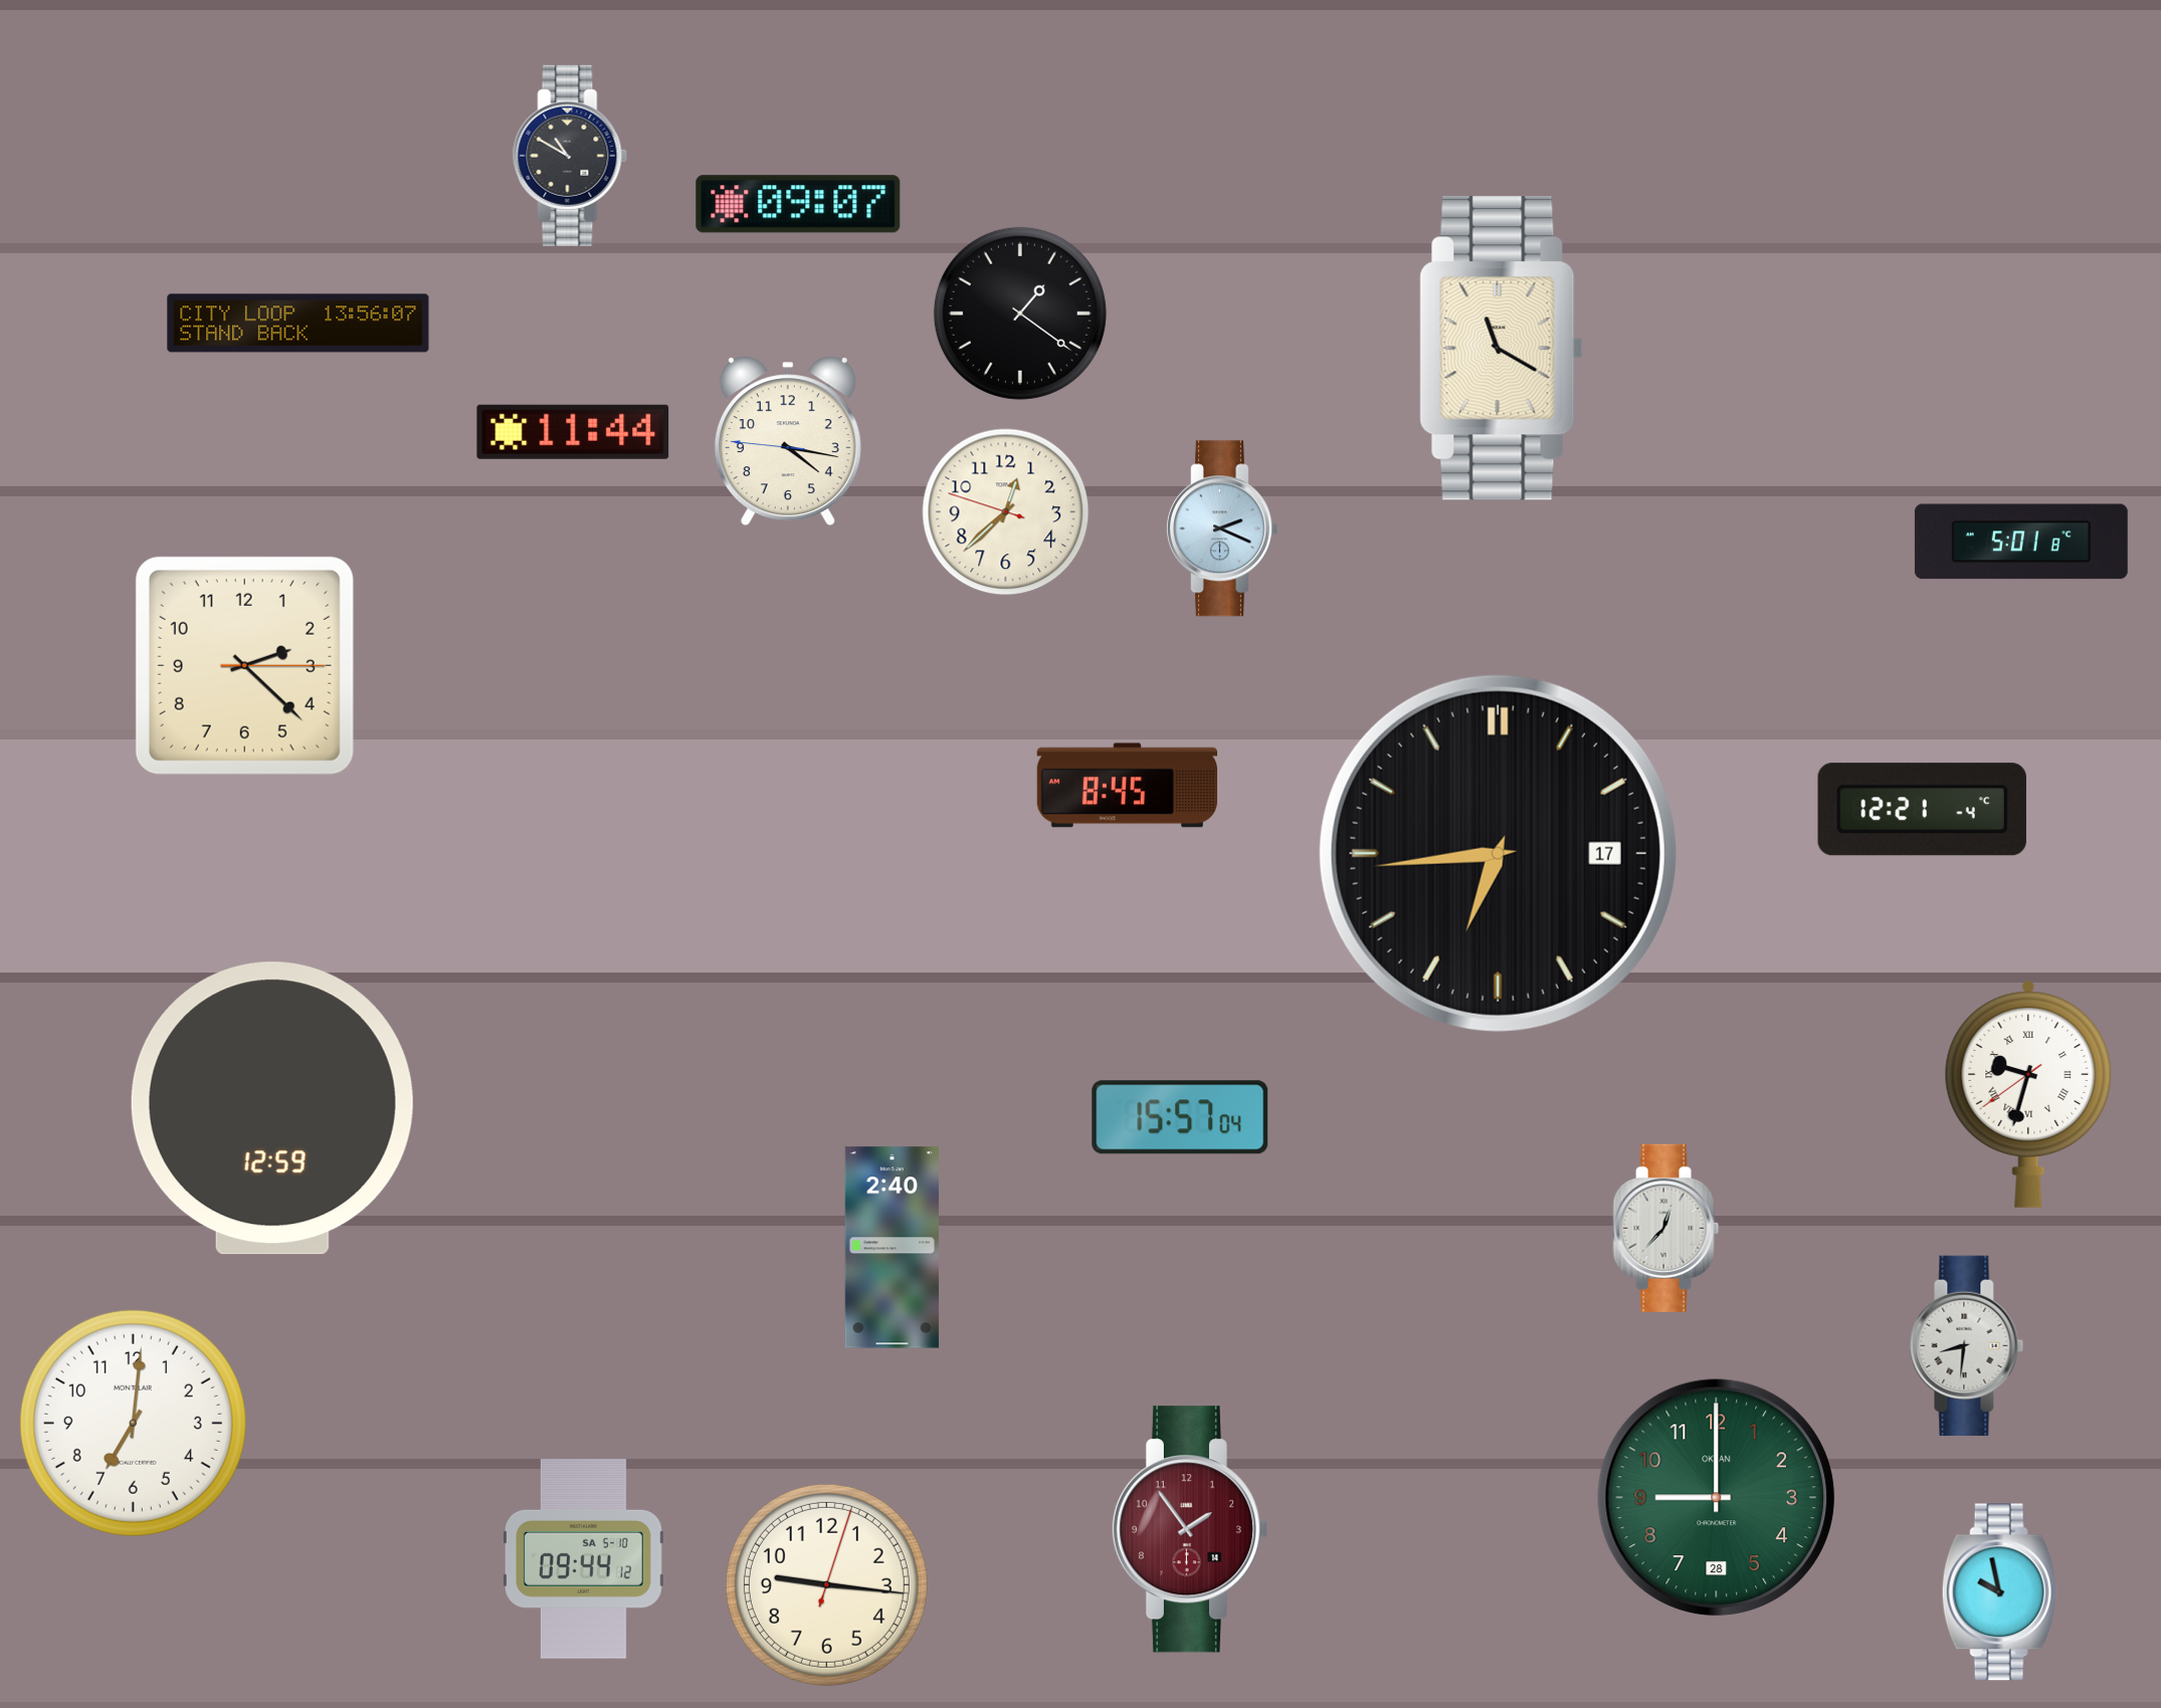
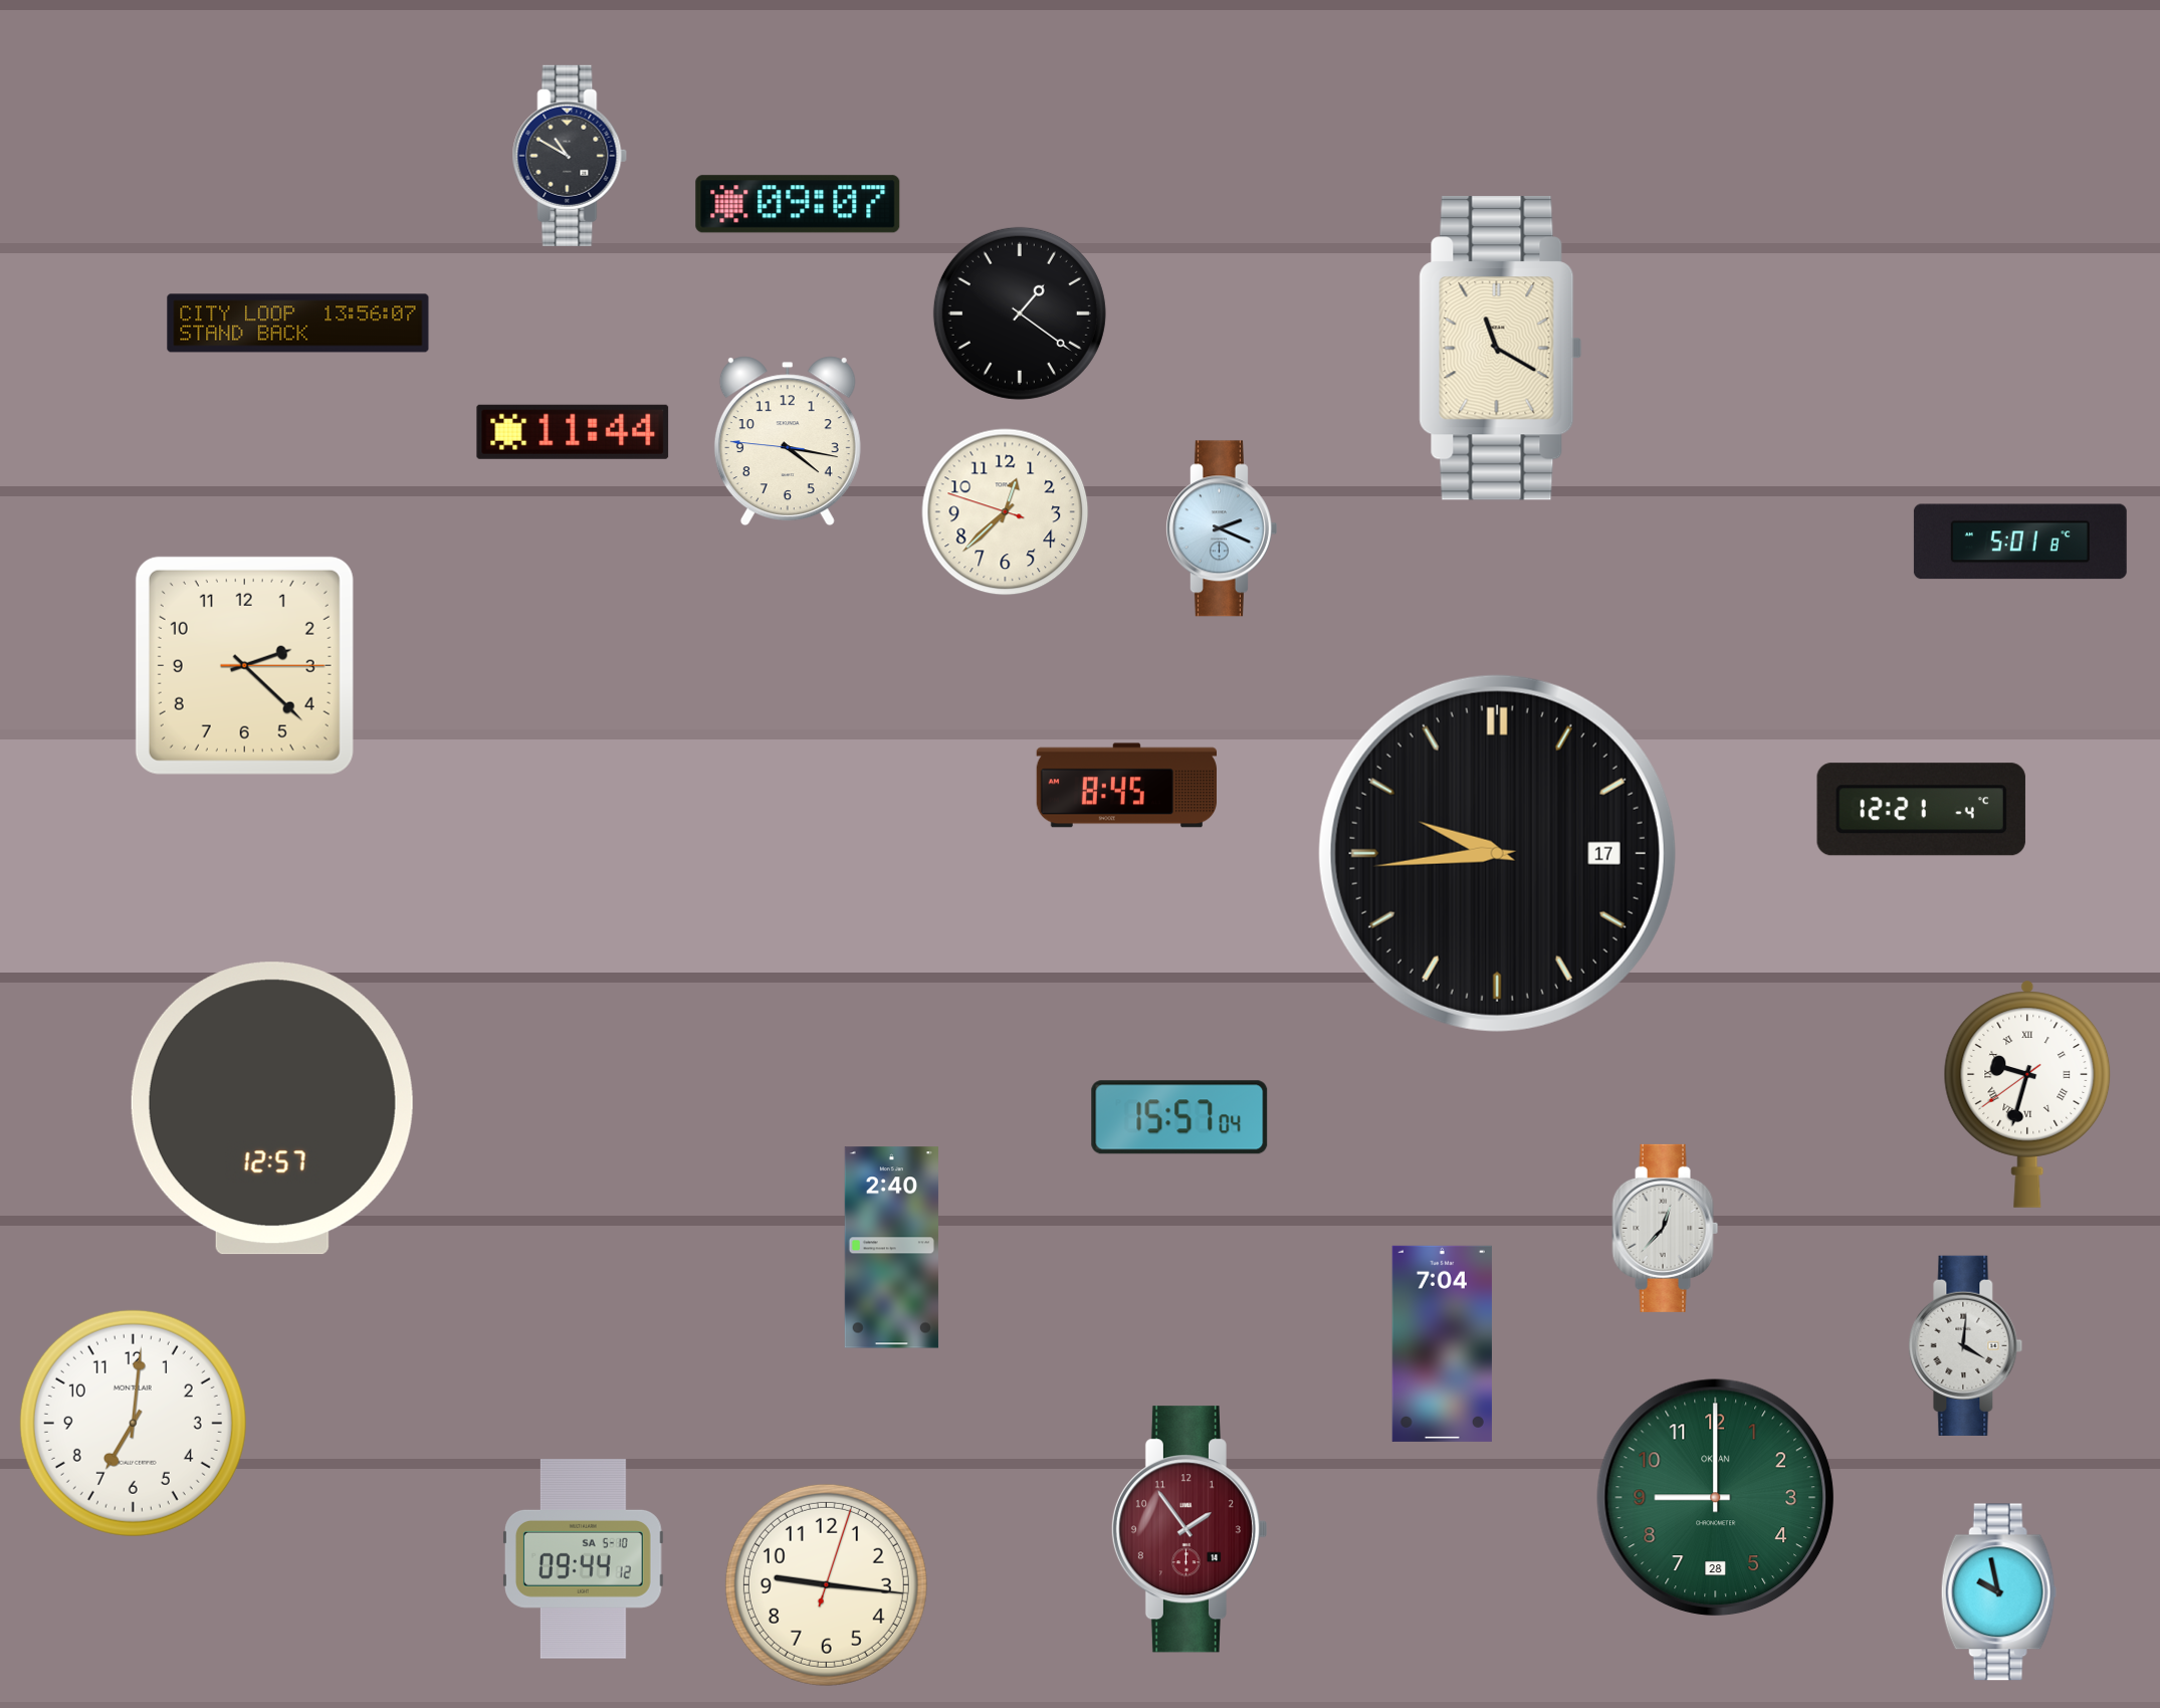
clock at (1498, 853): 6:44 -> 9:44
clock at (272, 1108): 12:59 -> 12:57
clock at (1442, 1343): none -> 7:04
clock at (1967, 1345): 8:31 -> 4:01
